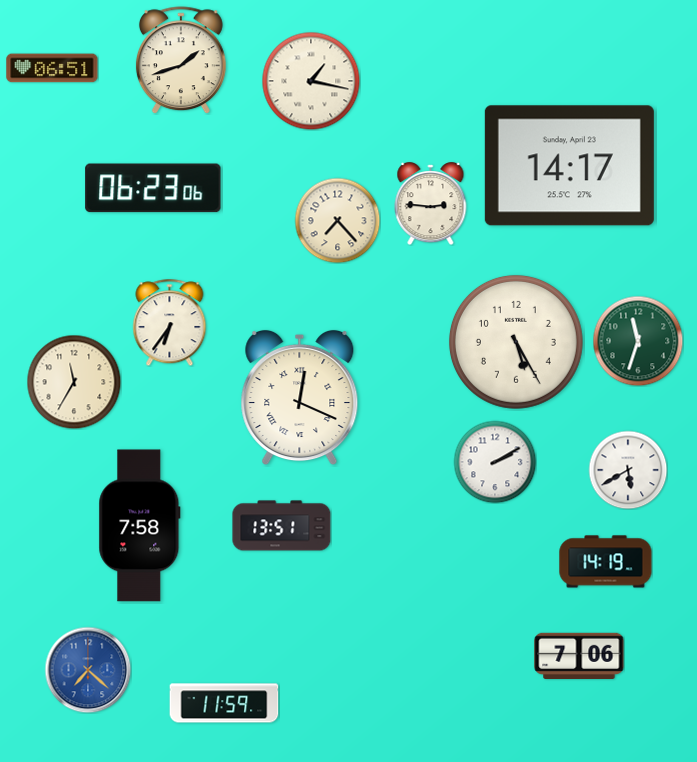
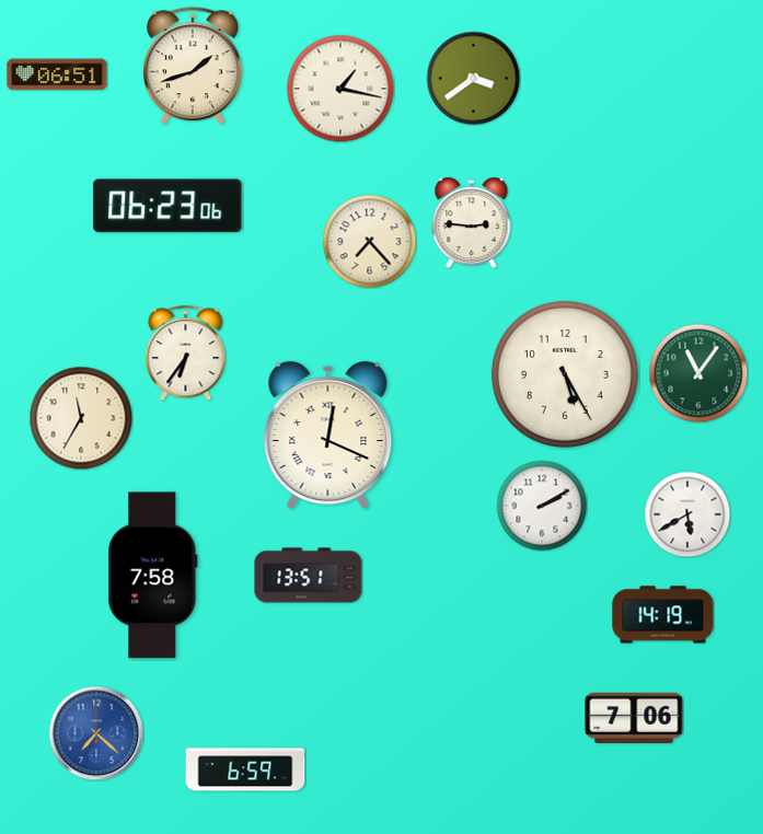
clock at (181, 60) position: (181, 60) -> (193, 66)
clock at (473, 78): none -> 3:39
clock at (569, 166): 14:17 -> none
clock at (638, 341): 11:33 -> 11:06
clock at (224, 703): 11:59 -> 6:59
